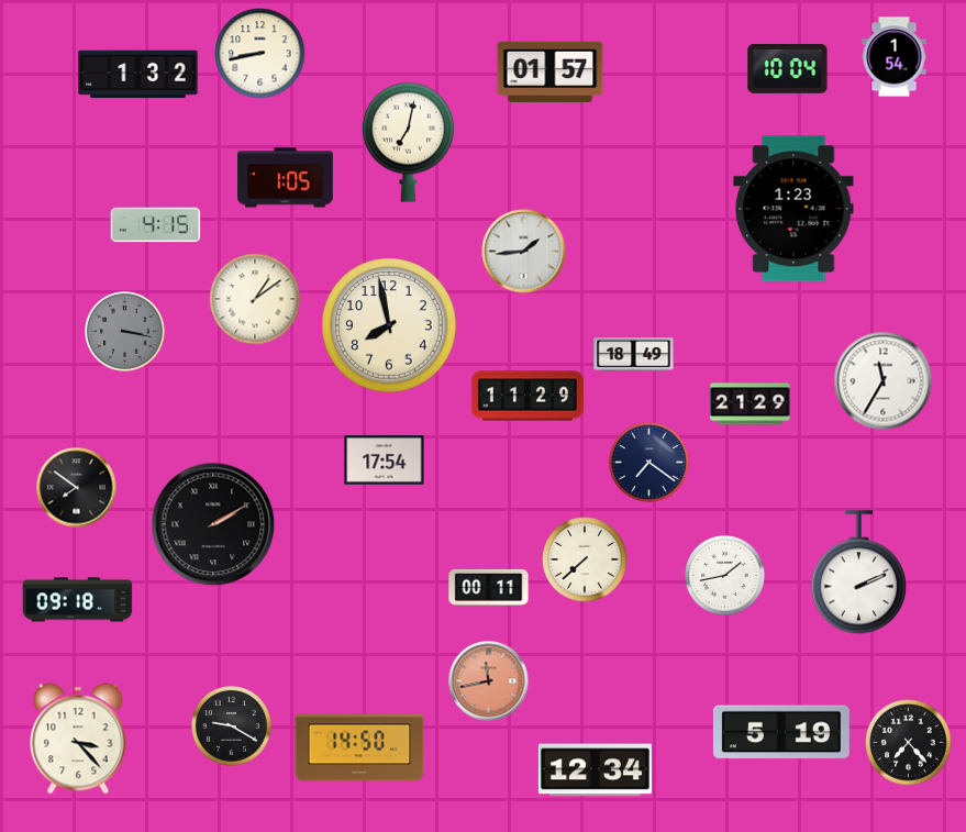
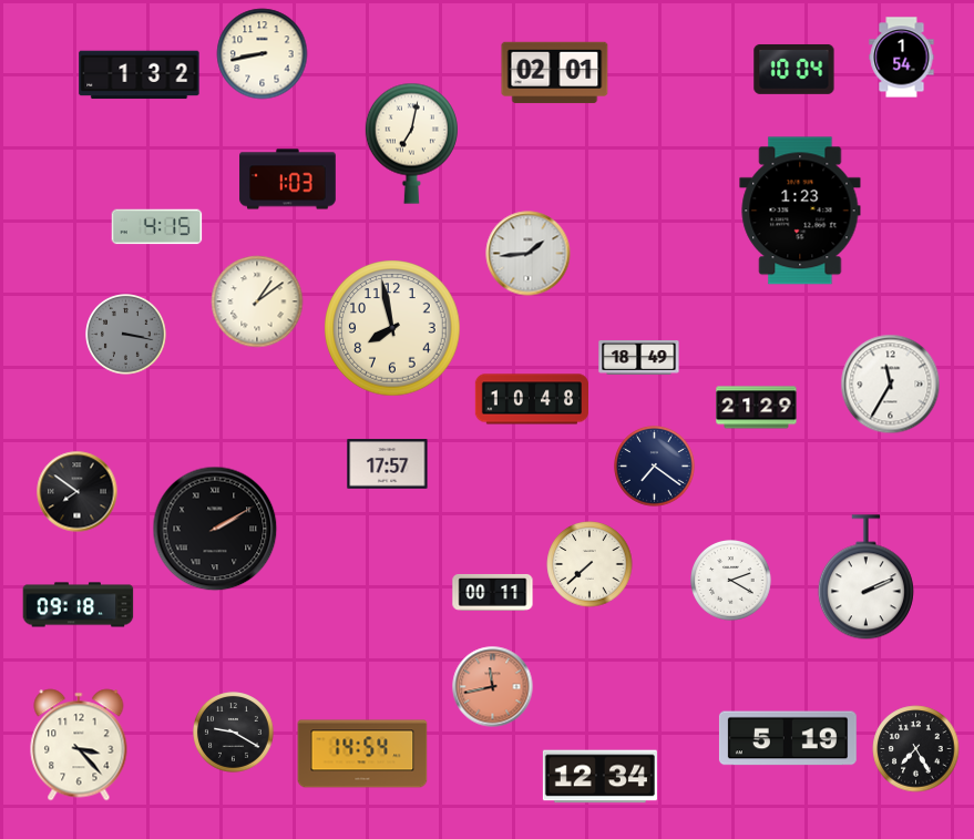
clock at (551, 73): 01:57 -> 02:01
clock at (286, 178): 1:05 -> 1:03
clock at (526, 396): 11:29 -> 10:48
clock at (385, 461): 17:54 -> 17:57
clock at (725, 576): 1:43 -> 2:20
clock at (909, 743): 7:23 -> 7:25
clock at (359, 747): 14:50 -> 14:54
